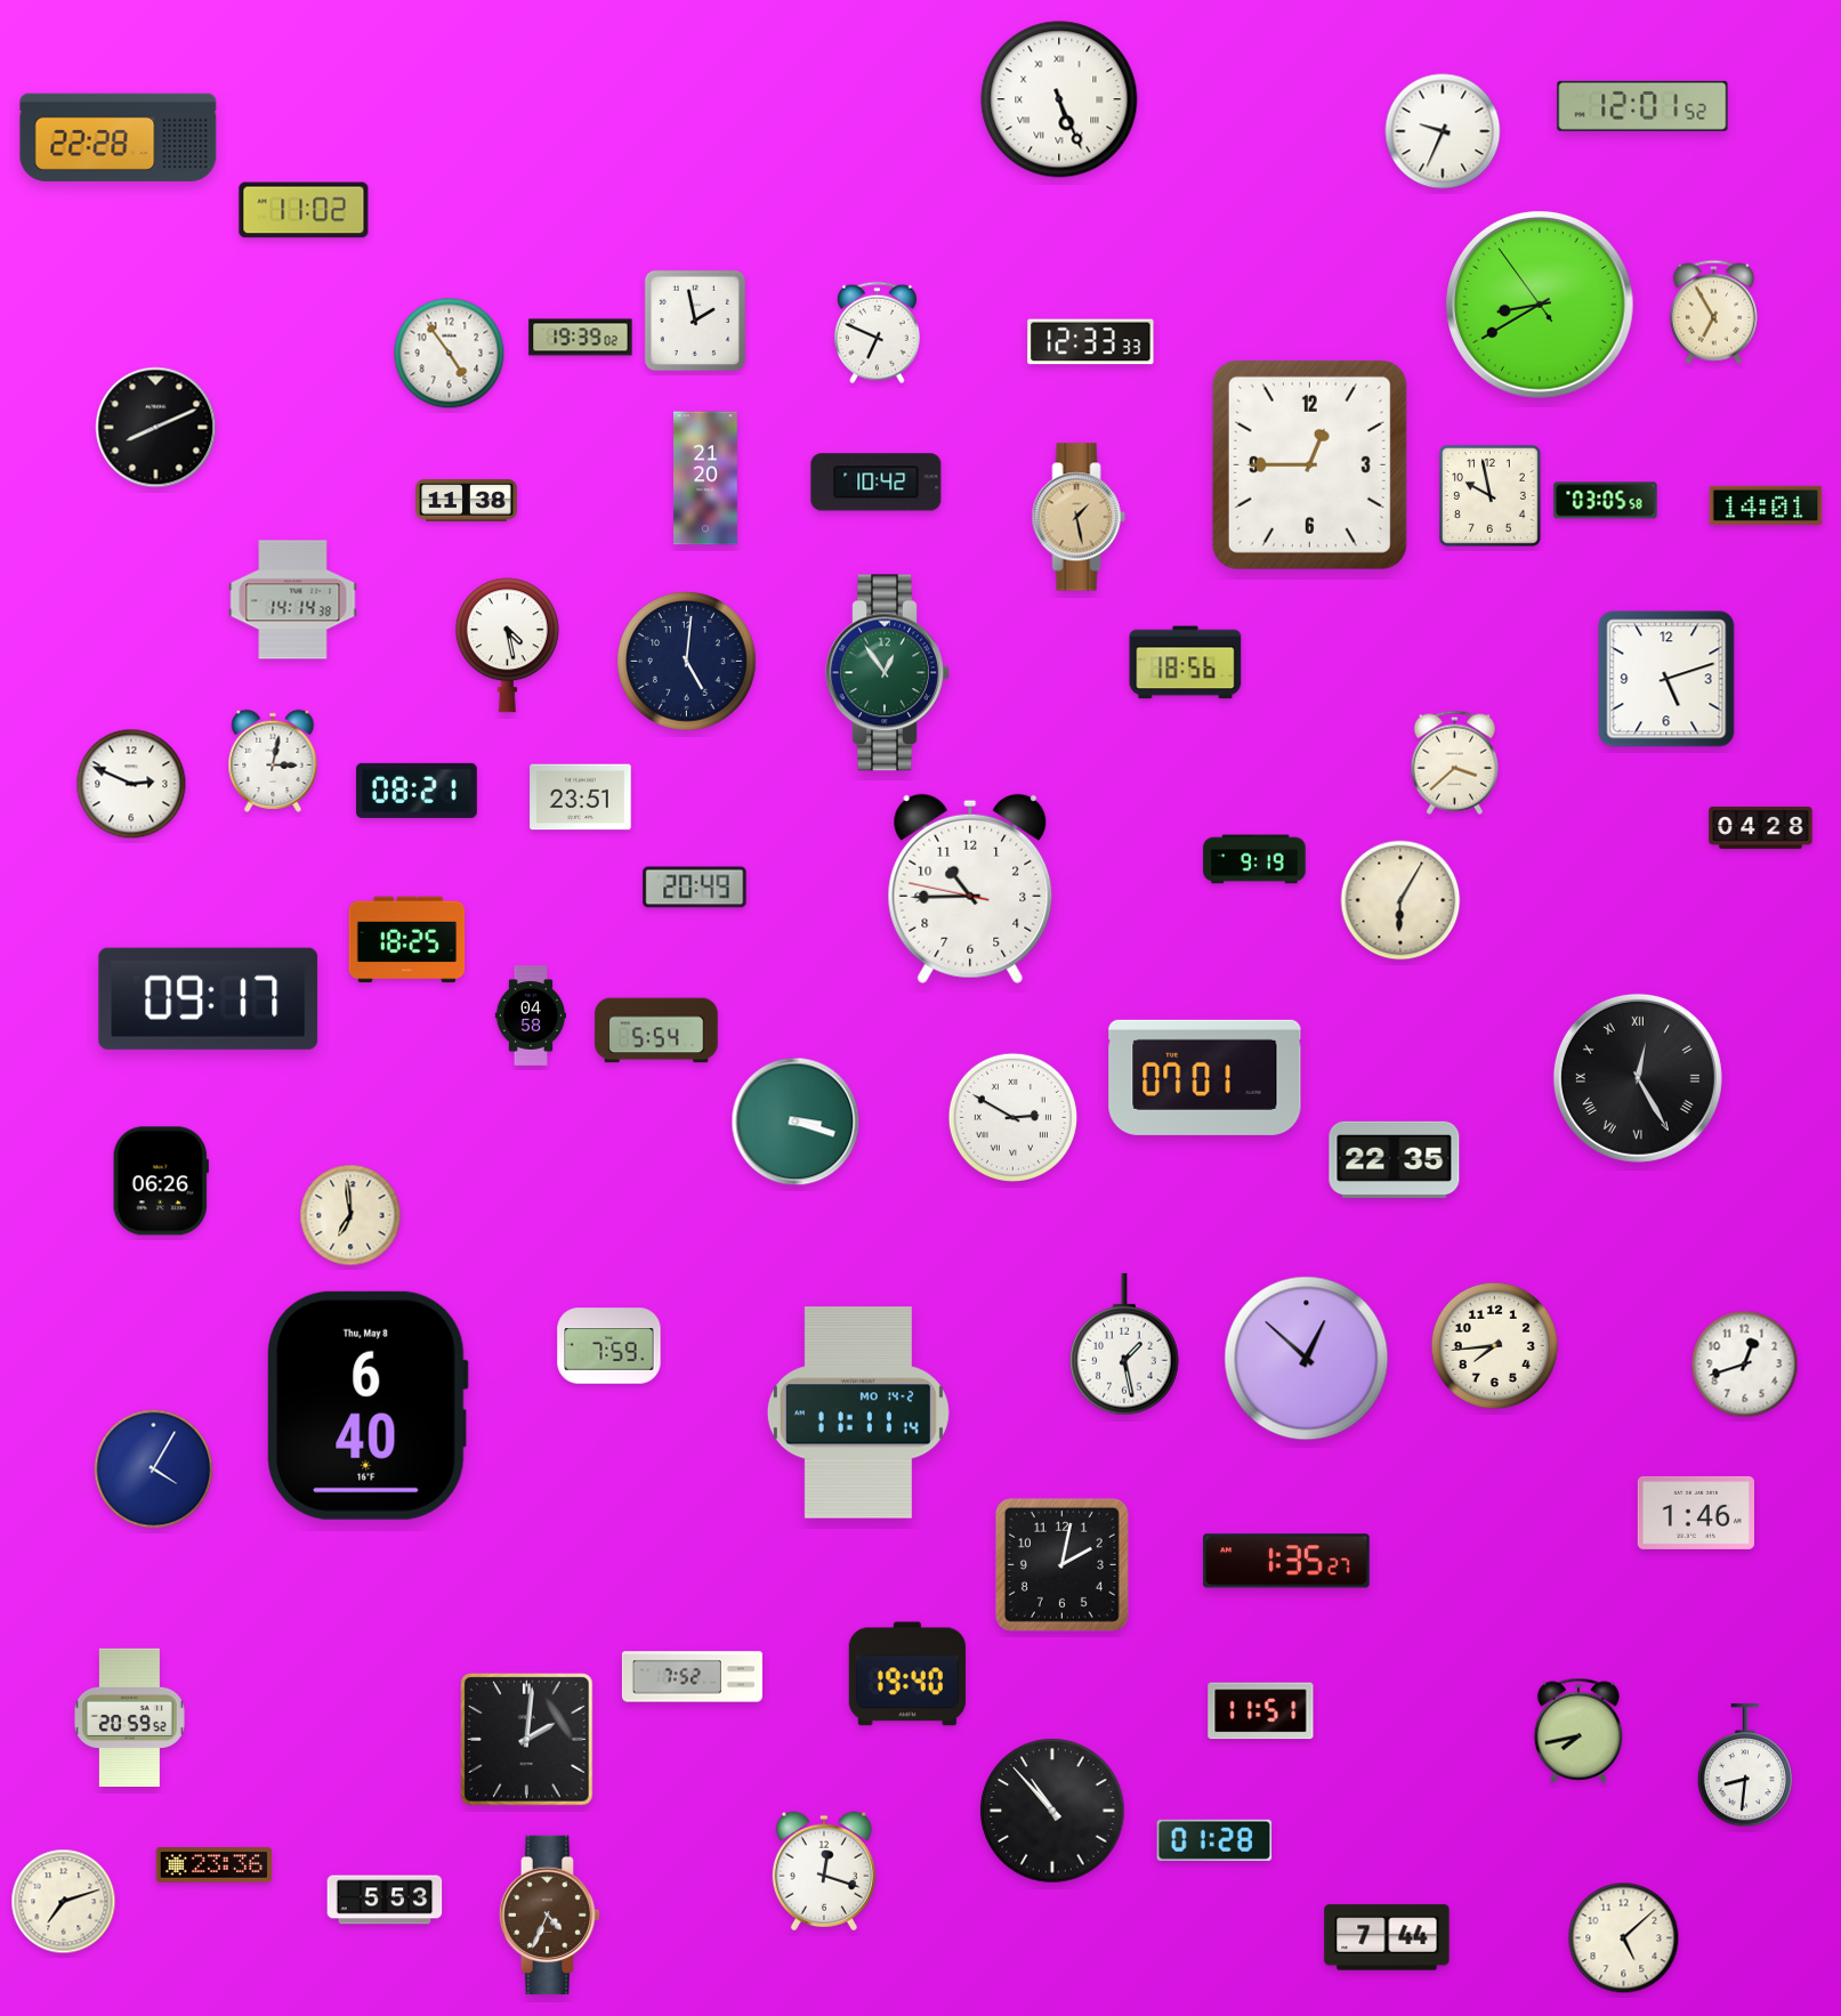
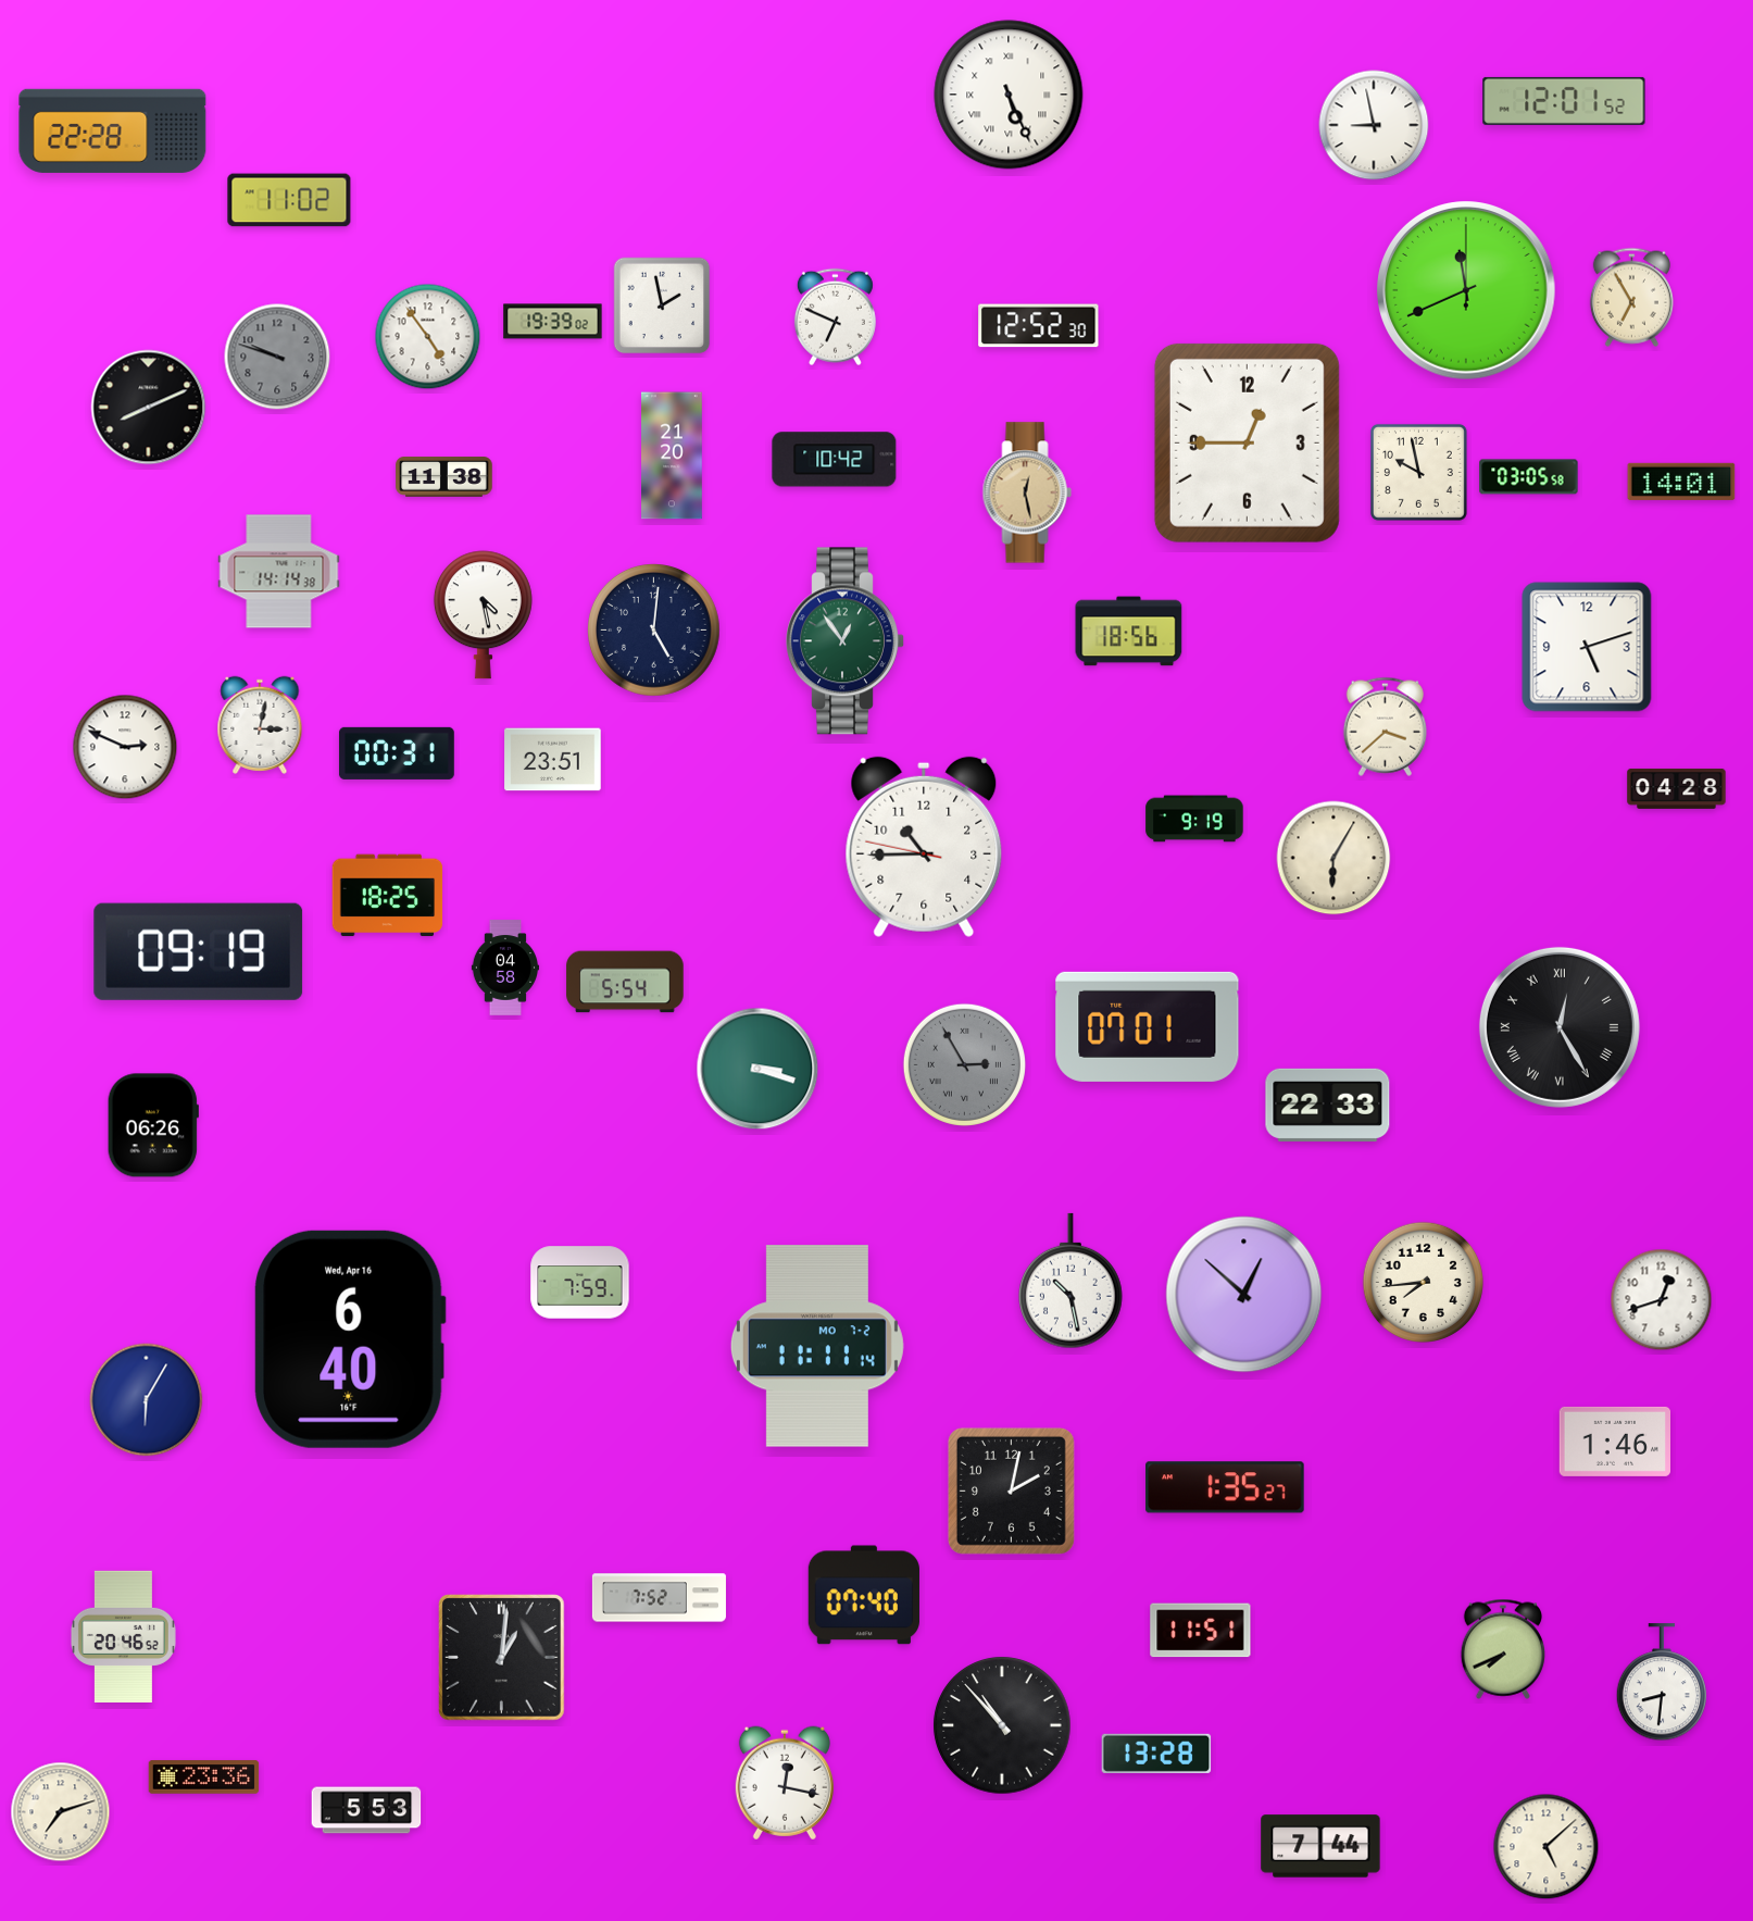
clock at (1443, 131): 9:34 -> 8:58
clock at (1541, 306): 8:39 -> 11:41
clock at (1091, 342): 12:33 -> 12:52
clock at (277, 357): none -> 9:48
clock at (1079, 517): 1:28 -> 12:28
clock at (417, 791): 08:21 -> 00:31
clock at (695, 888): 20:49 -> none
clock at (209, 998): 09:17 -> 09:19
clock at (1012, 1117): 2:50 -> 2:55
clock at (1012, 1117) dial: white -> grey
clock at (1395, 1159): 22:35 -> 22:33
clock at (350, 1215): 6:59 -> none
clock at (1125, 1344): 1:28 -> 10:28
clock at (368, 1406) date: Thu, May 8 -> Wed, Apr 16
clock at (858, 1412) date: MO 14-2 -> MO 7-2
clock at (154, 1470): 4:05 -> 6:05
clock at (907, 1674): 19:40 -> 07:40
clock at (129, 1717): 20:59 -> 20:46
clock at (1577, 1731): 7:43 -> 7:41
clock at (527, 1740): 2:01 -> 1:01
clock at (1214, 1840): 01:28 -> 13:28
clock at (824, 1871): 12:18 -> 12:17
clock at (550, 1916): 4:34 -> none
